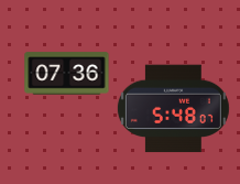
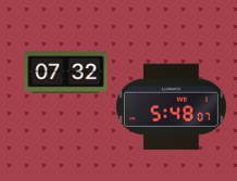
clock at (67, 74): 07:36 -> 07:32
